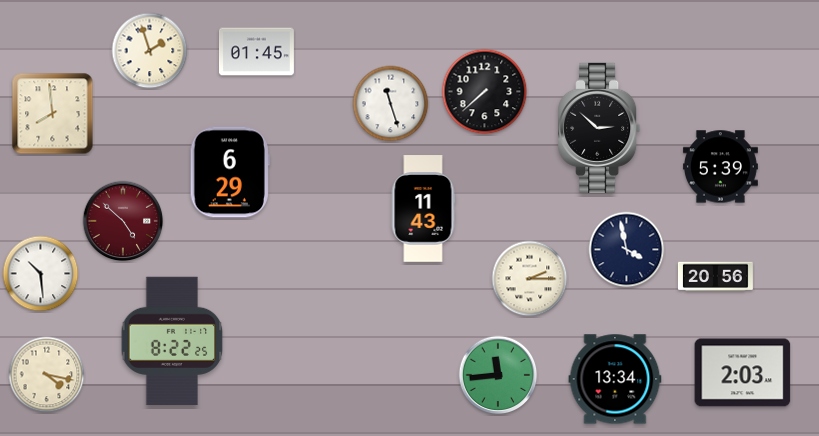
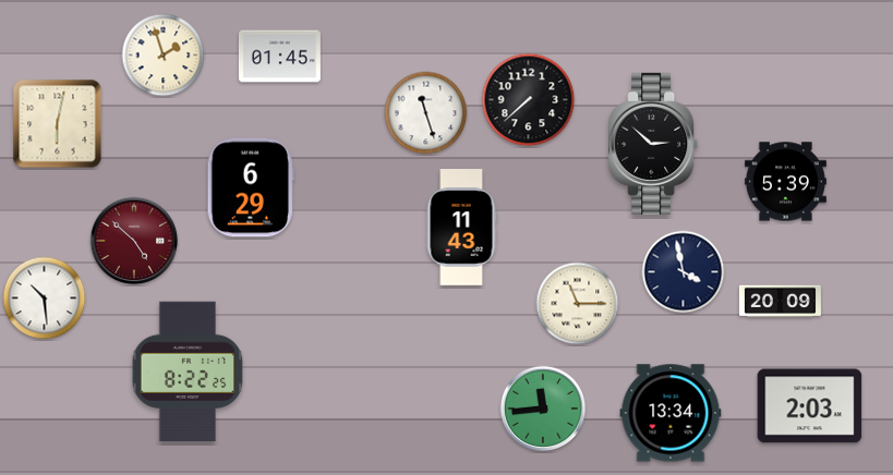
clock at (53, 114): 7:59 -> 6:02
clock at (599, 128) position: (599, 128) -> (653, 144)
clock at (715, 277): 20:56 -> 20:09
clock at (530, 279): 2:15 -> 11:15
clock at (47, 375): 4:17 -> none
